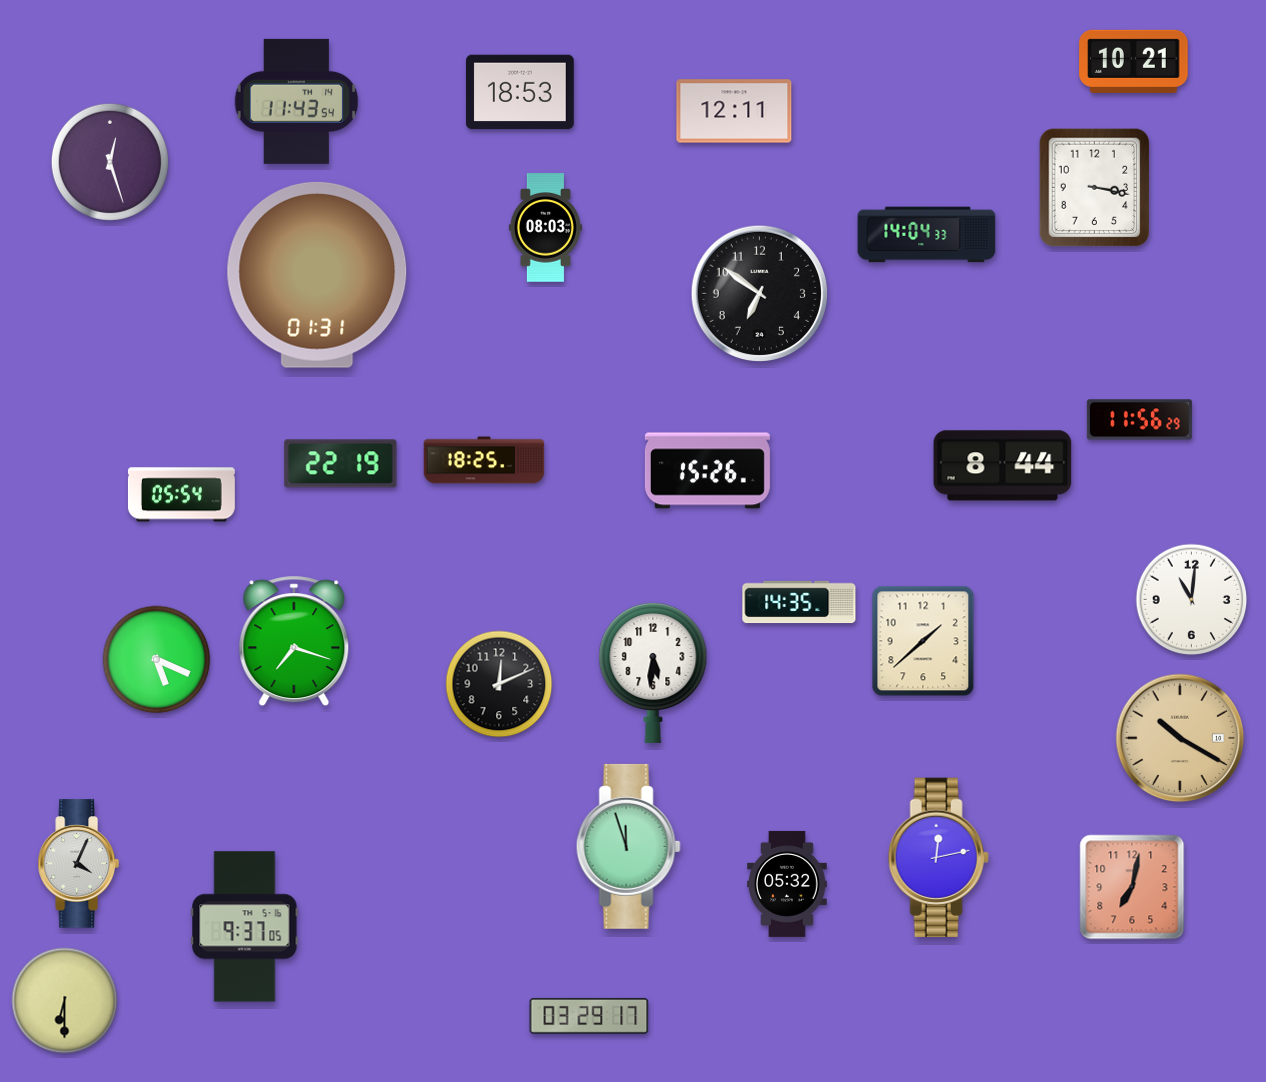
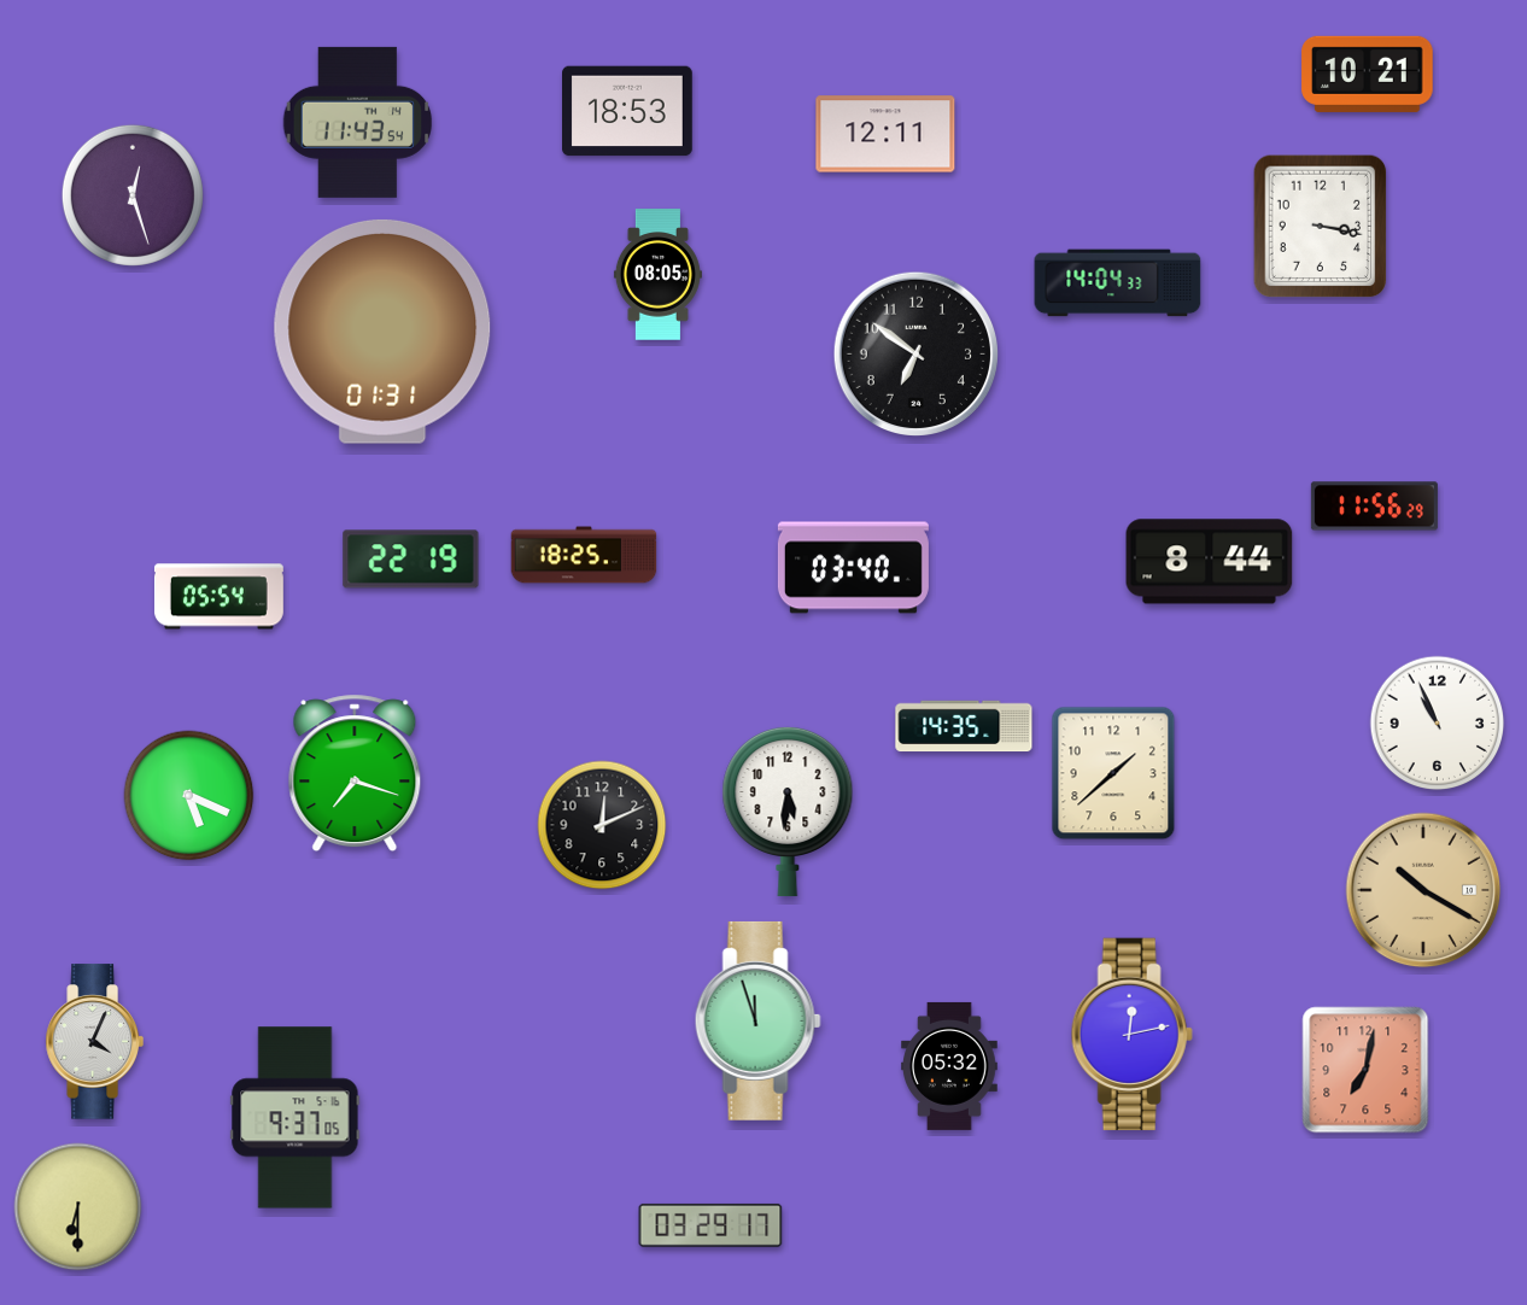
clock at (545, 228): 08:03 -> 08:05
clock at (707, 471): 15:26 -> 03:40
clock at (1192, 600): 11:01 -> 10:56
